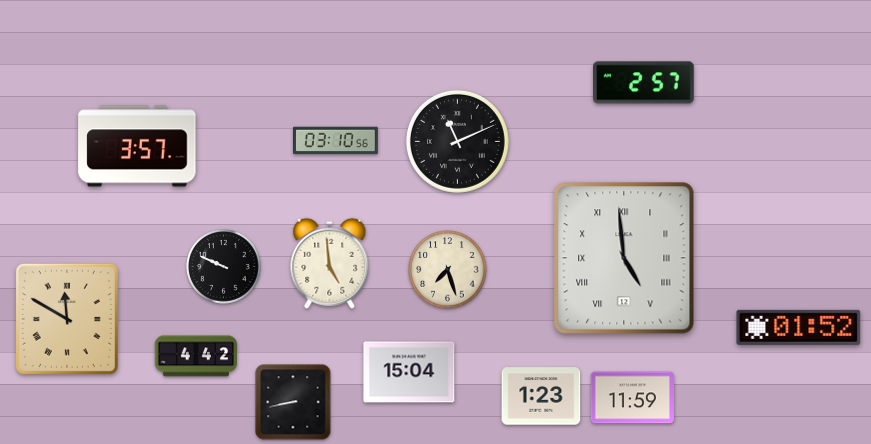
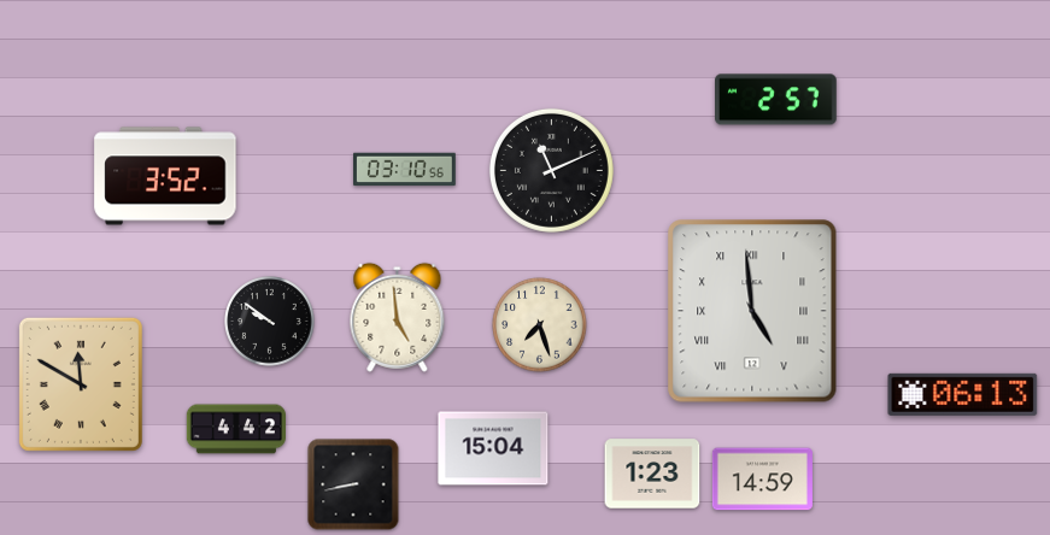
clock at (137, 146): 3:57 -> 3:52
clock at (224, 267): 9:49 -> 9:51
clock at (799, 327): 01:52 -> 06:13
clock at (541, 396) position: (541, 396) -> (652, 474)
clock at (632, 398): 11:59 -> 14:59
